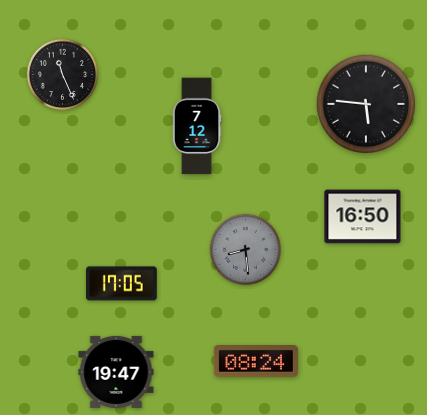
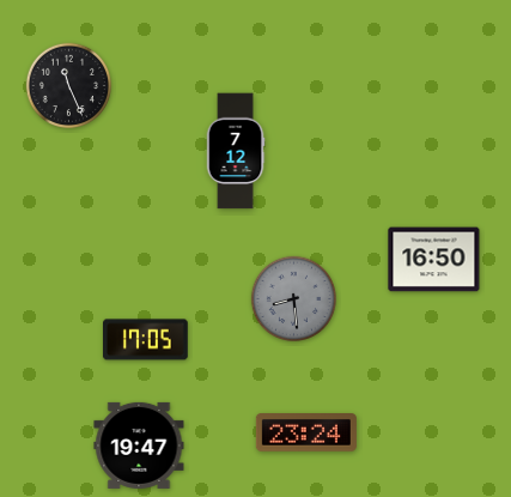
clock at (62, 74) position: (62, 74) -> (68, 85)
clock at (366, 104): 5:46 -> none
clock at (256, 362): 08:24 -> 23:24
